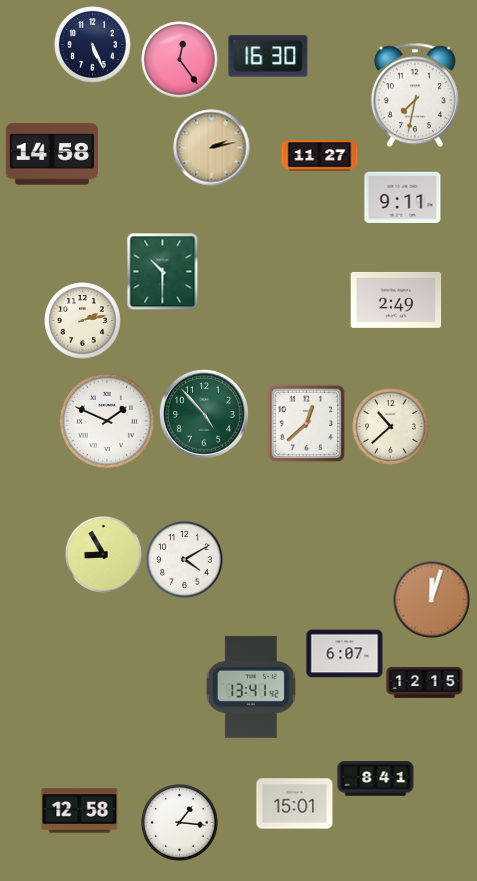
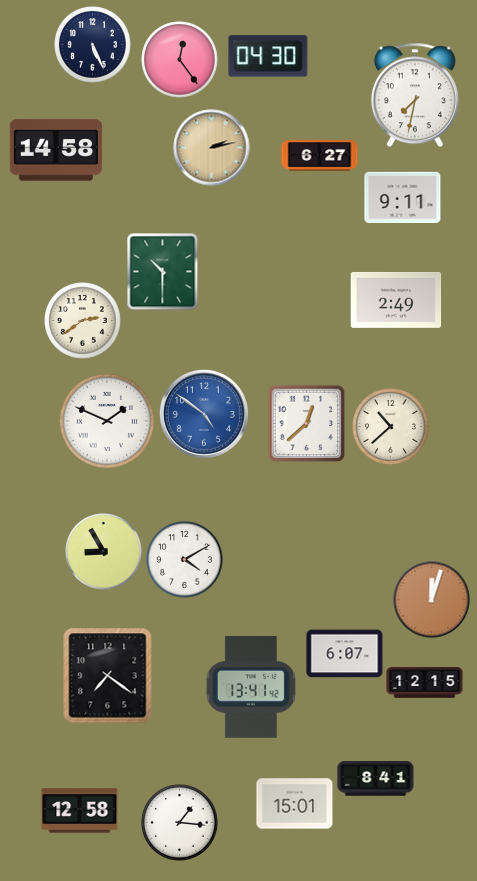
clock at (268, 56): 16:30 -> 04:30
clock at (51, 154) position: (51, 154) -> (55, 150)
clock at (320, 156): 11:27 -> 6:27
clock at (83, 321): 2:13 -> 2:39
clock at (204, 414): 4:53 -> 4:51
clock at (204, 414) dial: green -> blue
clock at (104, 555) position: (104, 555) -> (104, 552)
clock at (108, 676): none -> 7:21
